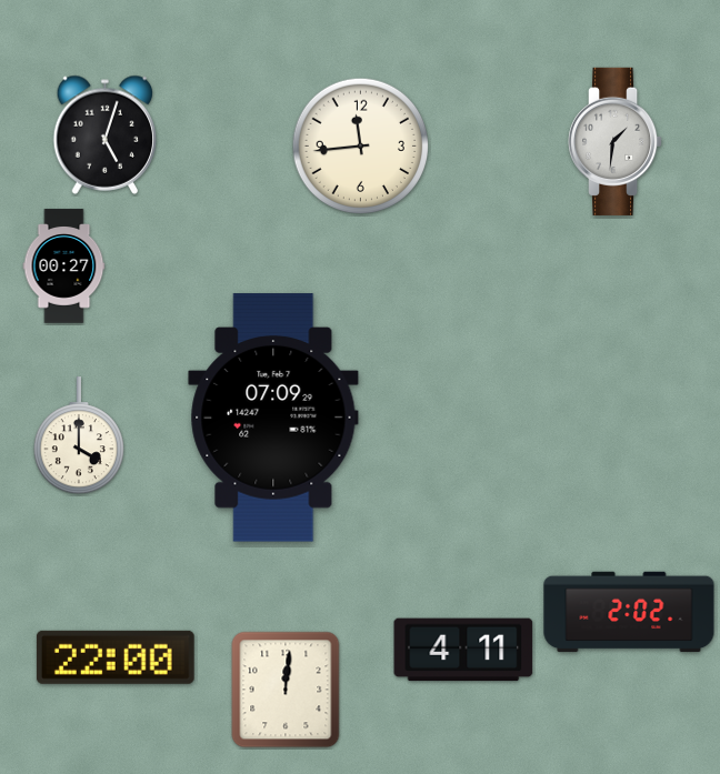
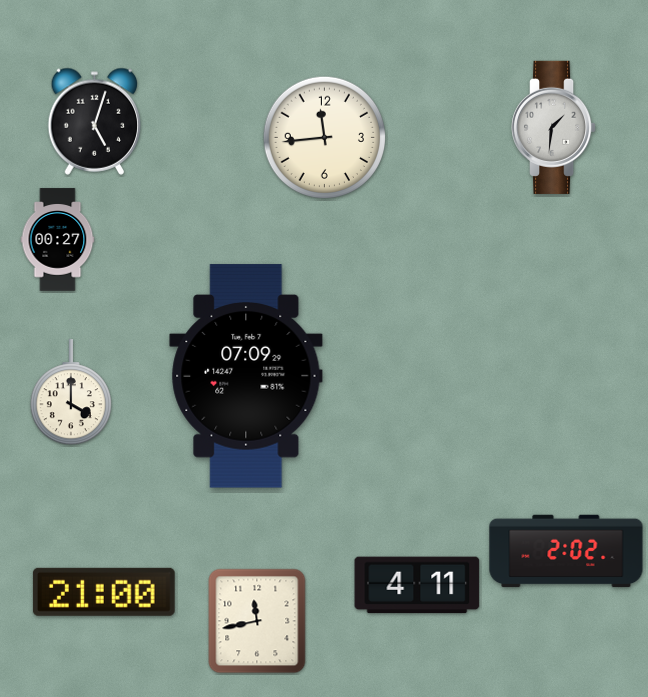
clock at (361, 147) position: (361, 147) -> (325, 138)
clock at (116, 657): 22:00 -> 21:00
clock at (286, 690): 12:01 -> 11:43
